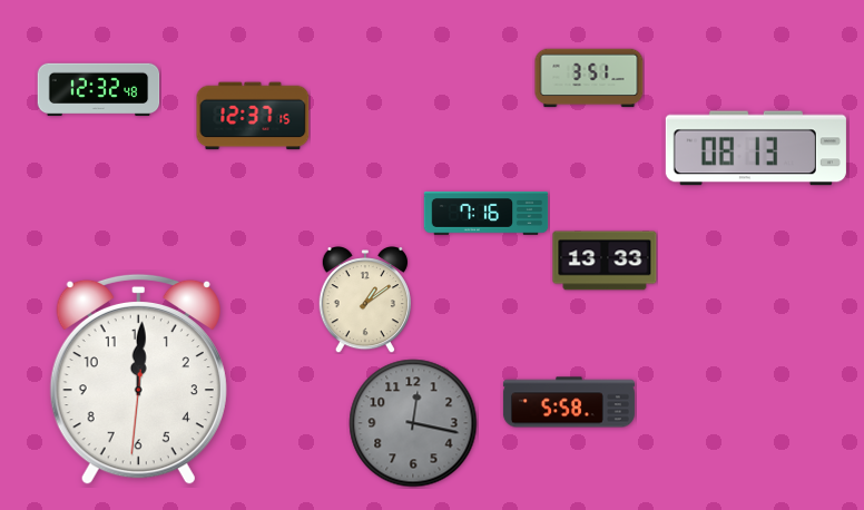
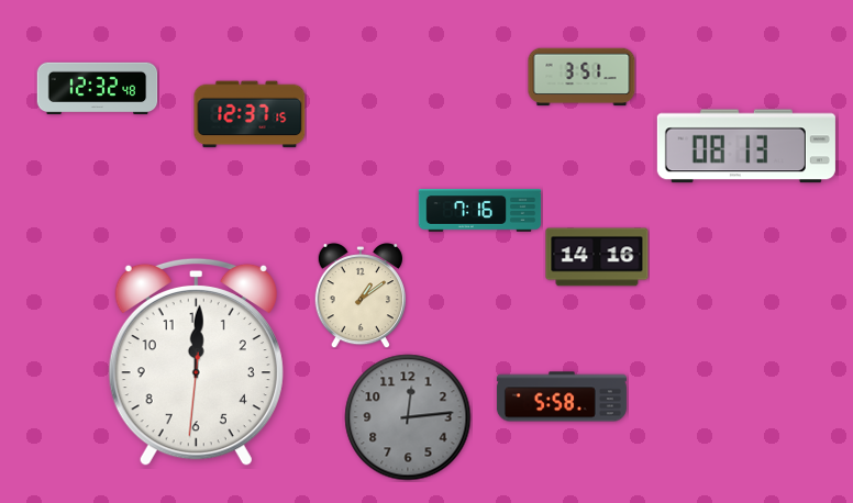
clock at (605, 261): 13:33 -> 14:16
clock at (138, 379) position: (138, 379) -> (196, 361)
clock at (413, 423): 12:17 -> 12:14
